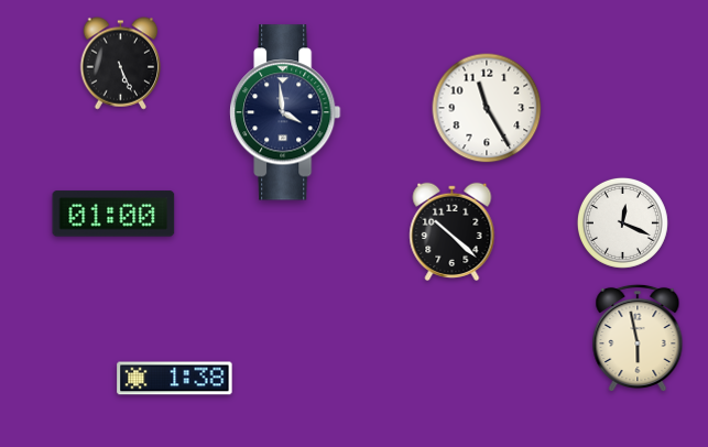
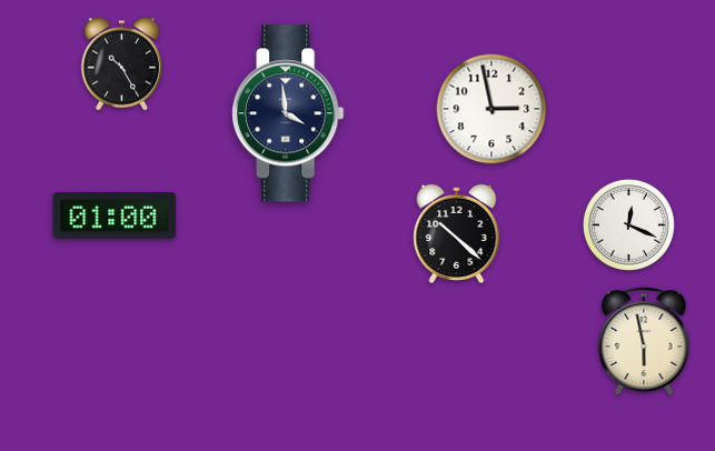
clock at (121, 64): 5:26 -> 10:25
clock at (487, 108): 11:25 -> 2:58
clock at (175, 379): 1:38 -> none
